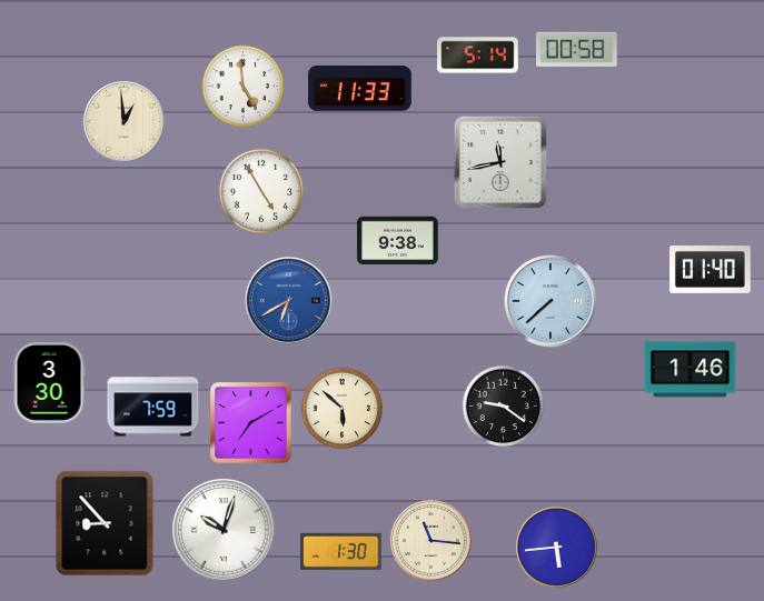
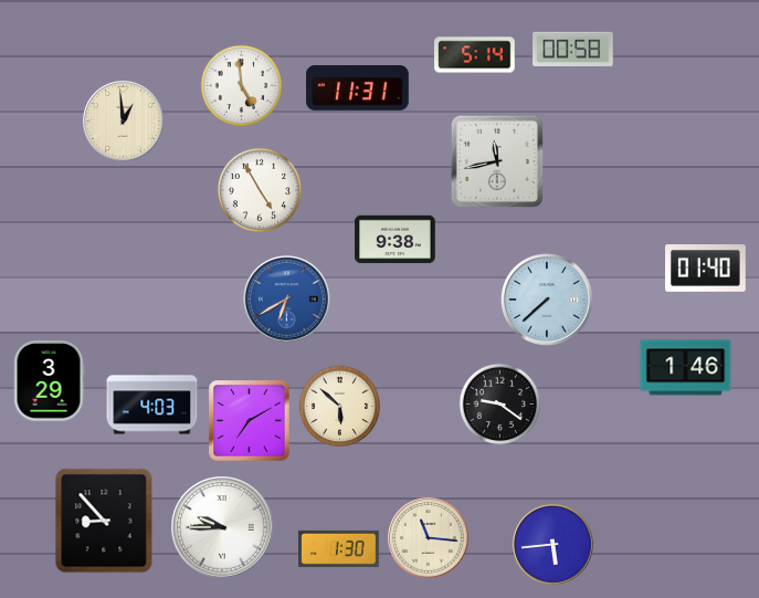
clock at (360, 89): 11:33 -> 11:31
clock at (49, 383): 3:30 -> 3:29
clock at (153, 405): 7:59 -> 4:03
clock at (224, 530): 10:03 -> 9:45
